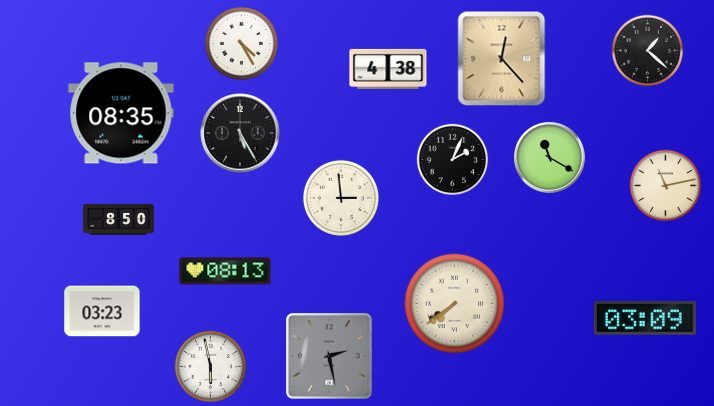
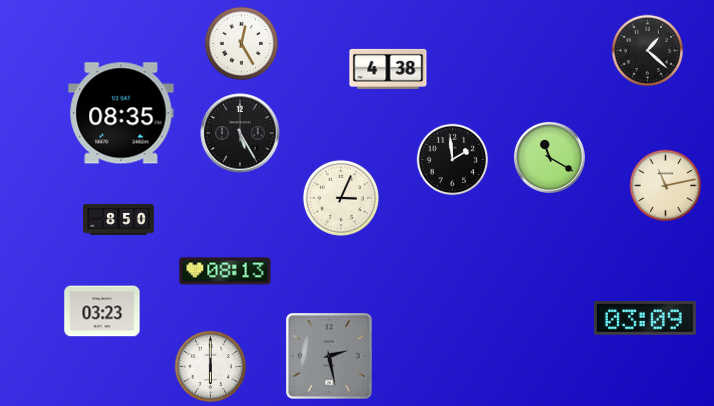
clock at (242, 44): 4:25 -> 12:25
clock at (502, 59): 12:23 -> none
clock at (453, 160): 2:04 -> 1:59
clock at (341, 198): 2:59 -> 3:04
clock at (455, 304): 7:39 -> none
clock at (211, 367): 5:58 -> 6:00
